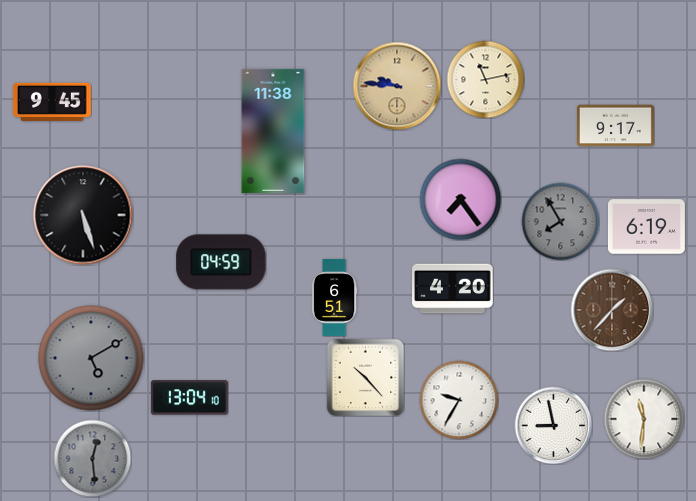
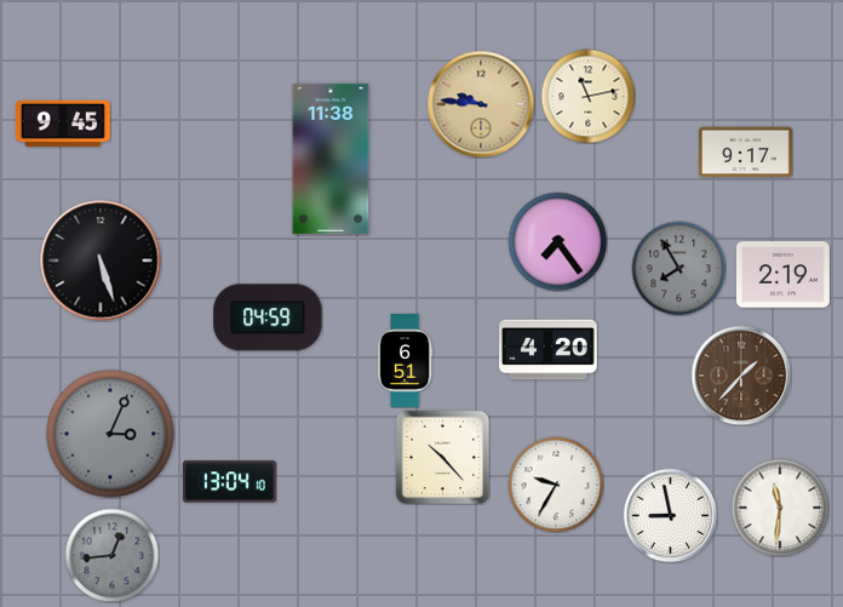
clock at (646, 227): 6:19 -> 2:19
clock at (91, 358): 5:10 -> 3:04
clock at (92, 458): 12:29 -> 12:44
